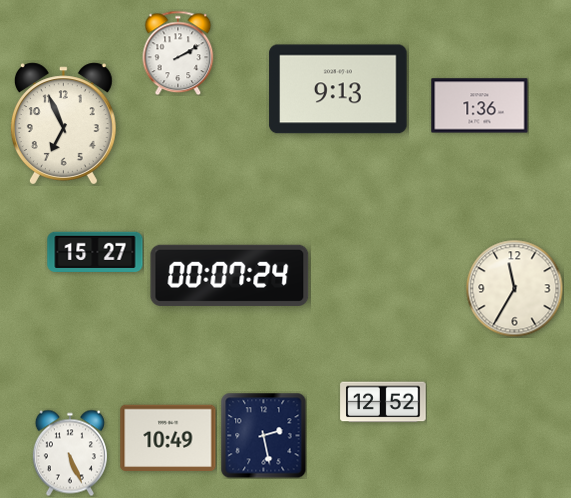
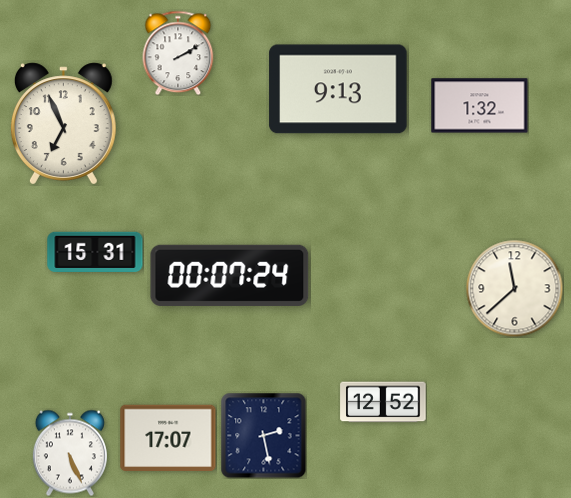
clock at (480, 106): 1:36 -> 1:32
clock at (95, 251): 15:27 -> 15:31
clock at (514, 288): 11:35 -> 11:38
clock at (168, 437): 10:49 -> 17:07
